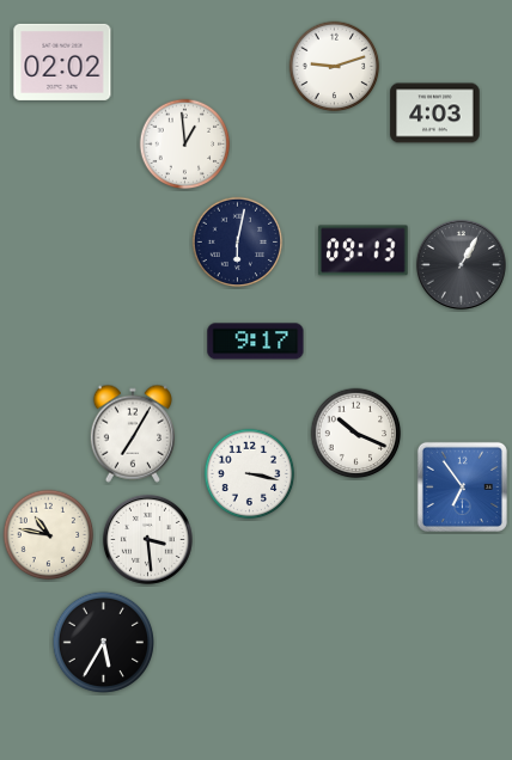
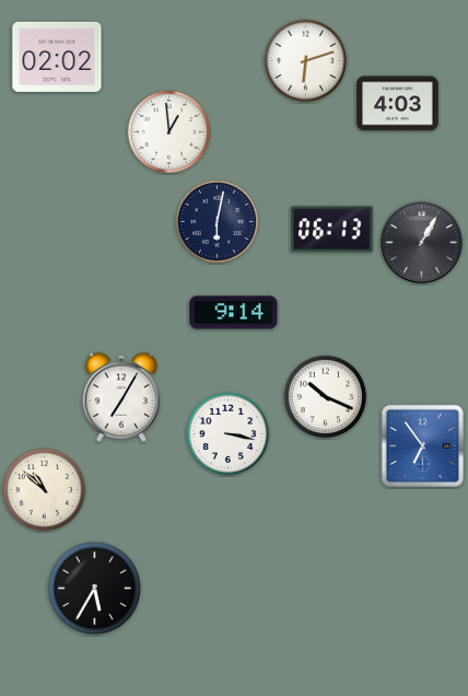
clock at (335, 67): 9:12 -> 6:12
clock at (364, 251): 09:13 -> 06:13
clock at (256, 342): 9:17 -> 9:14
clock at (49, 535): 10:47 -> 10:52
clock at (147, 539): 3:29 -> none
